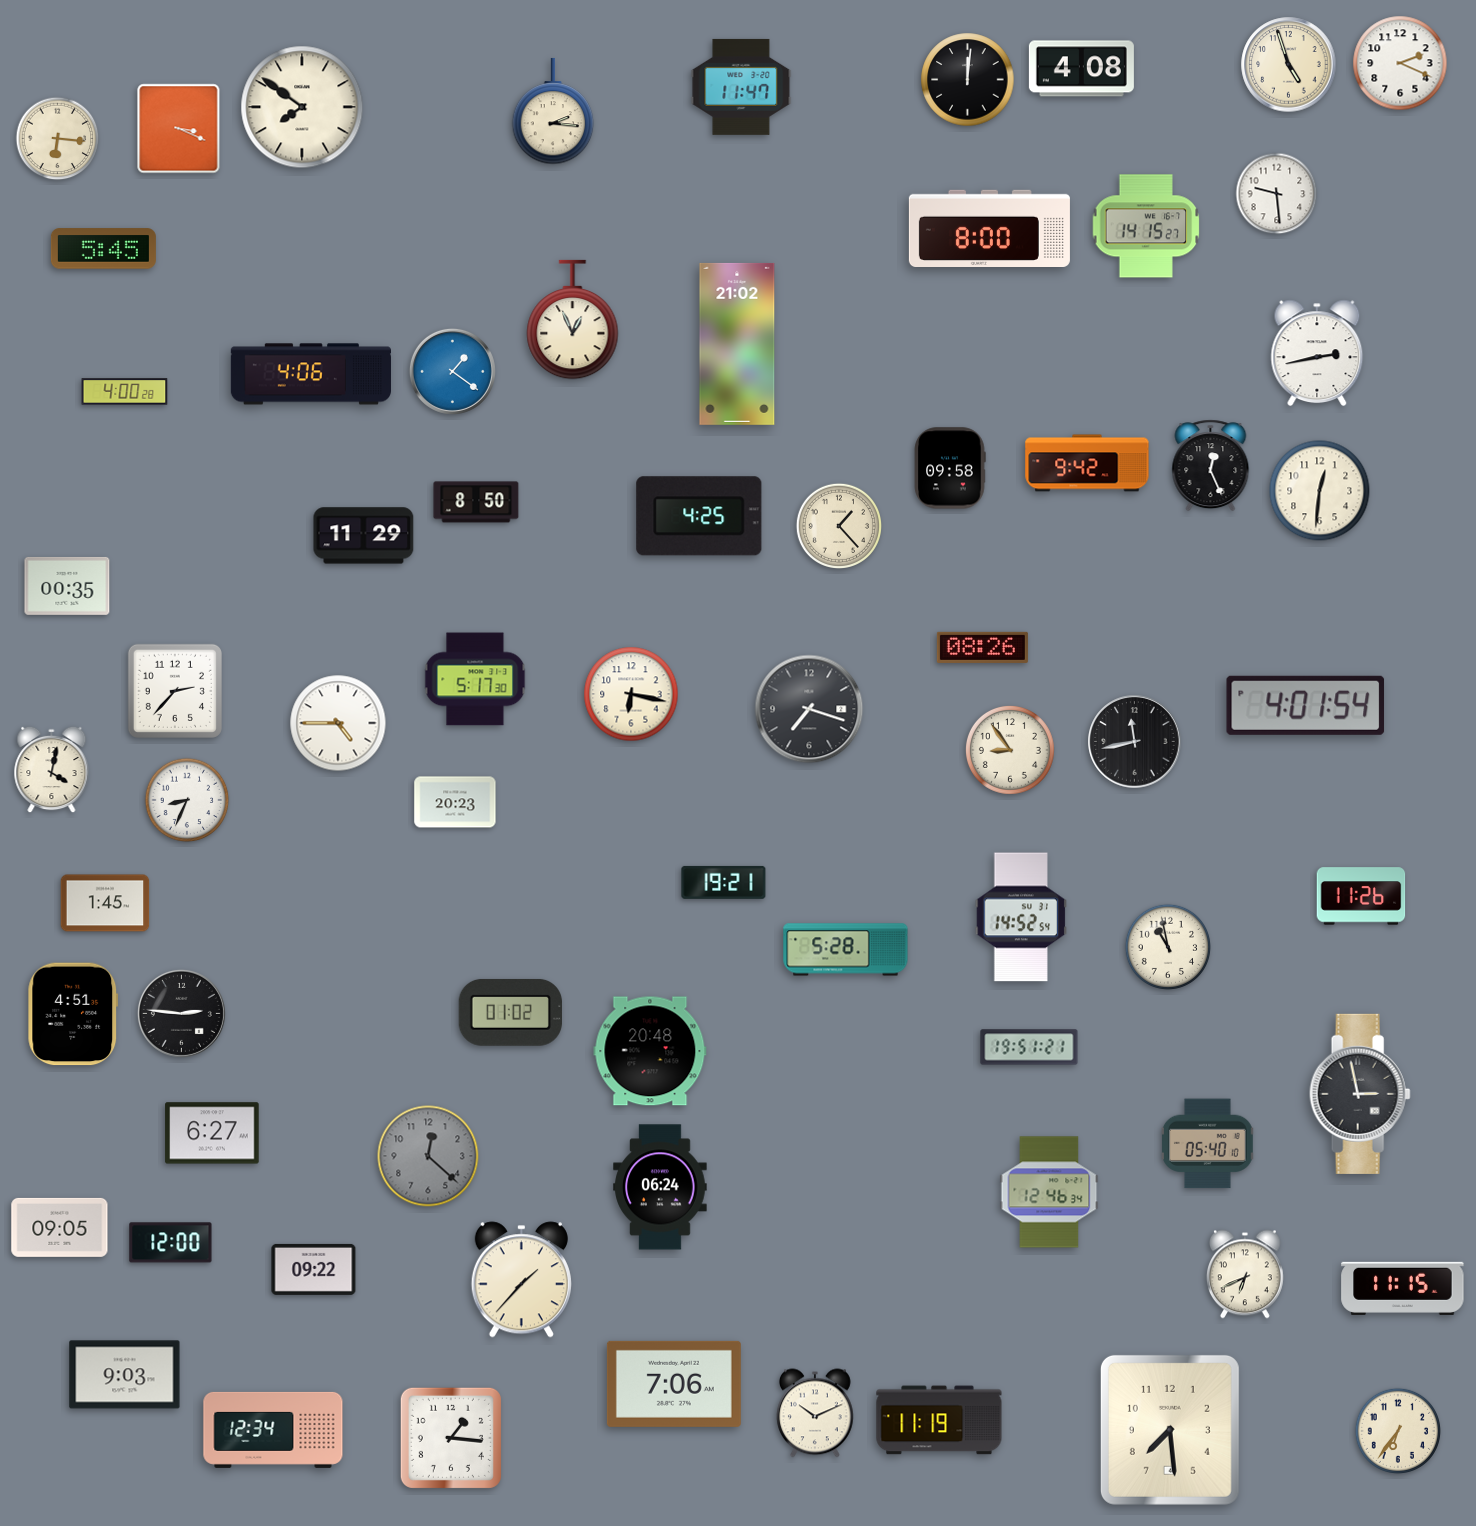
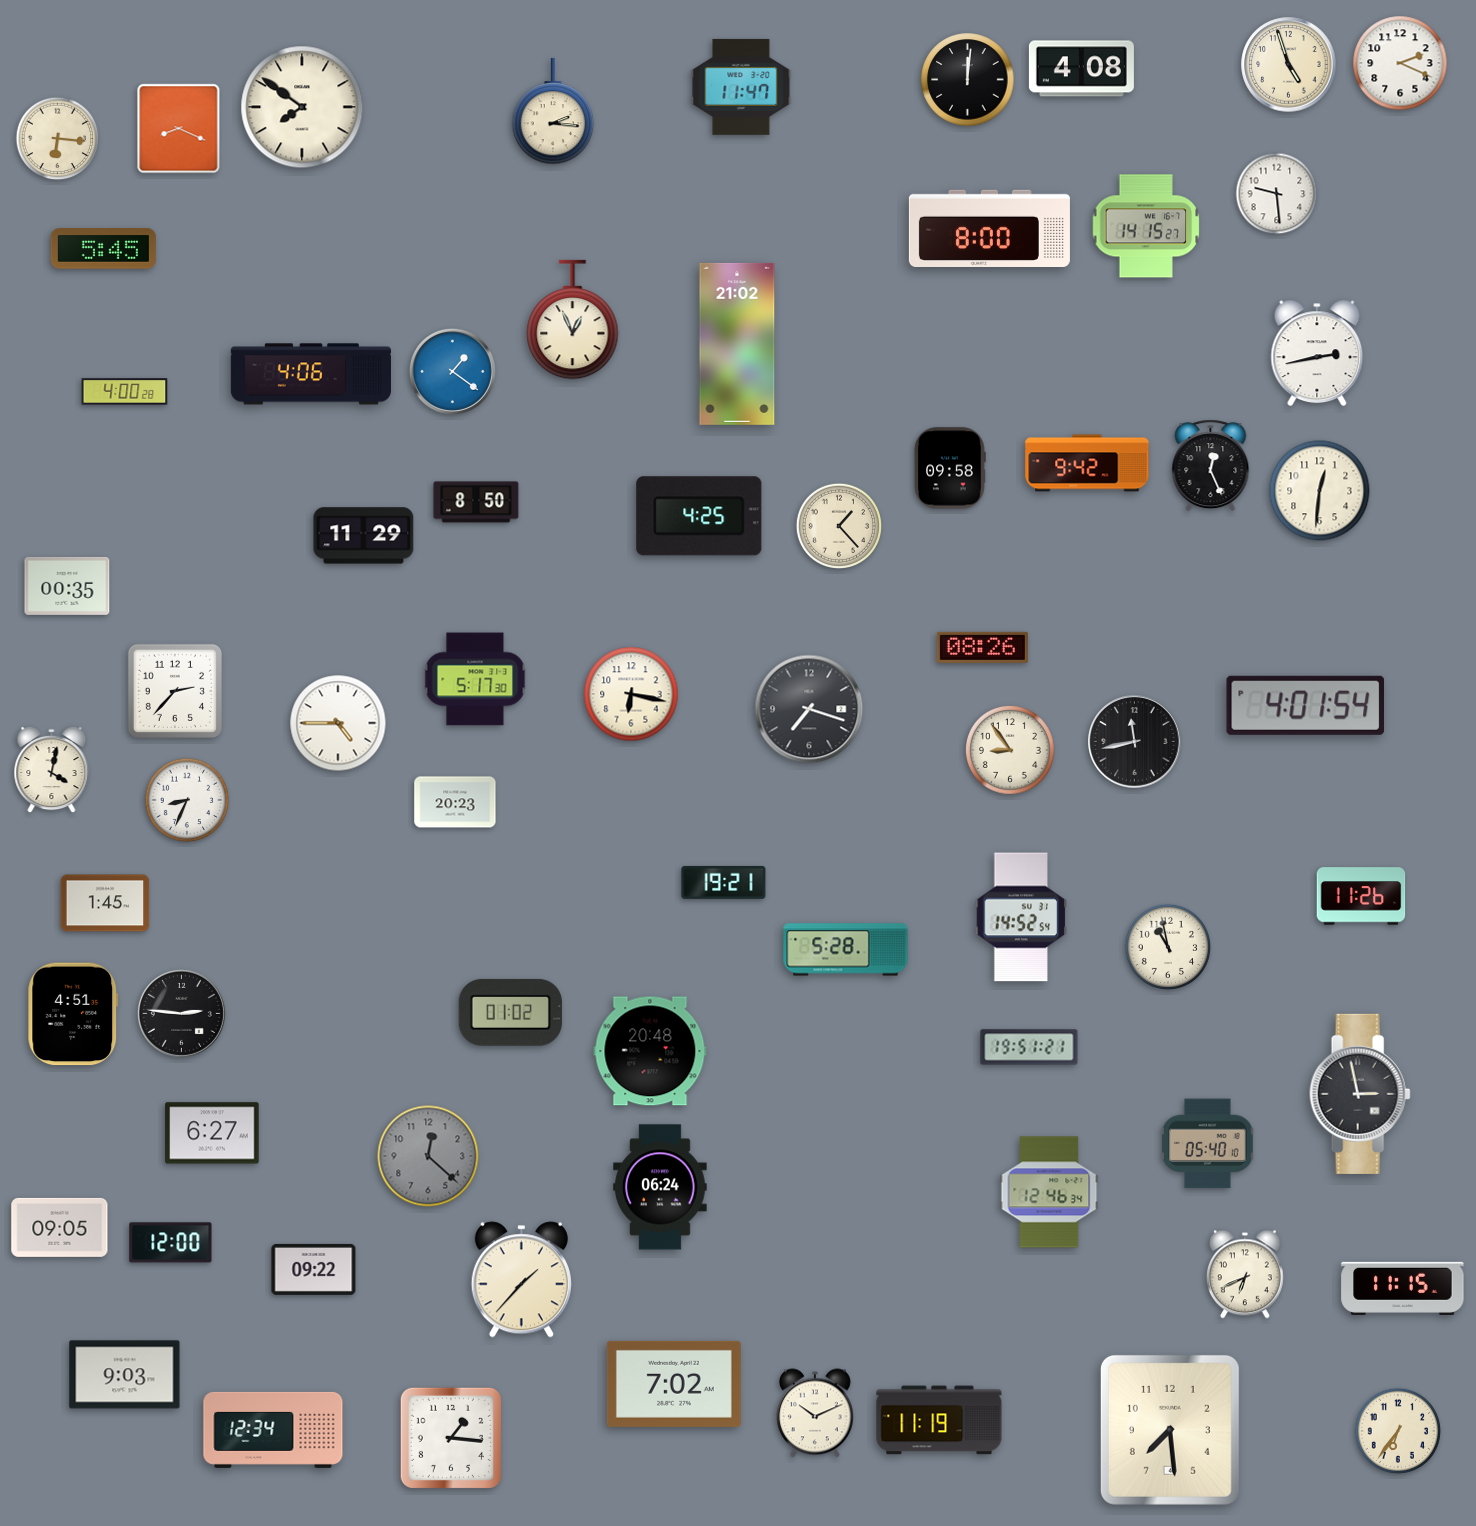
clock at (179, 129): 3:19 -> 8:19
clock at (674, 1384): 7:06 -> 7:02
